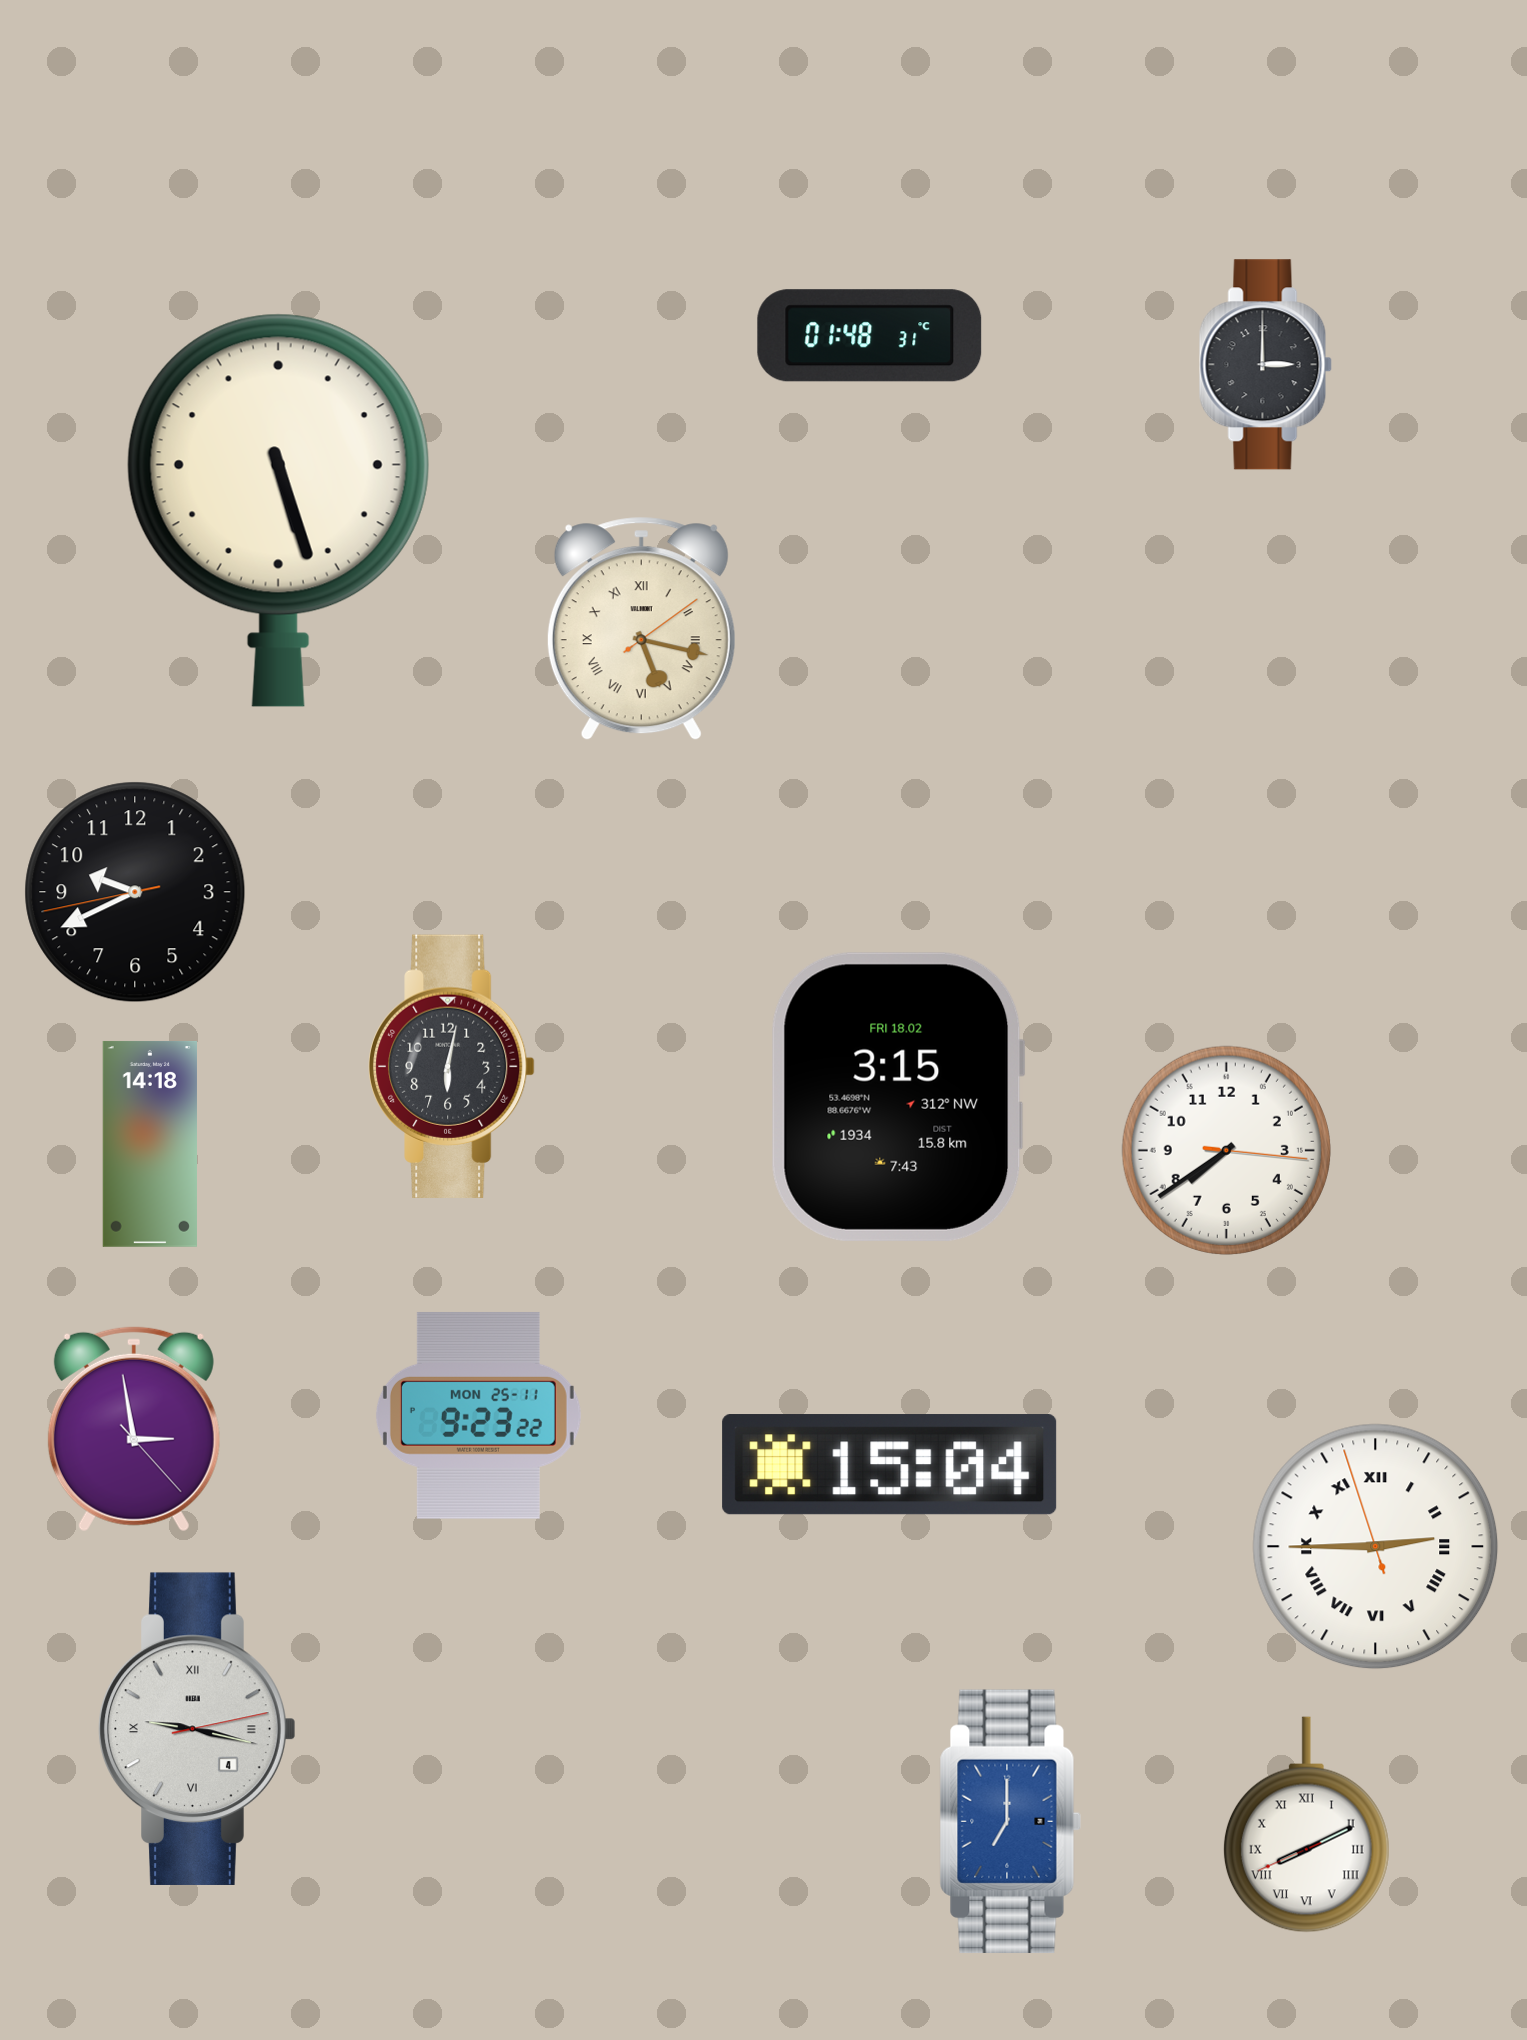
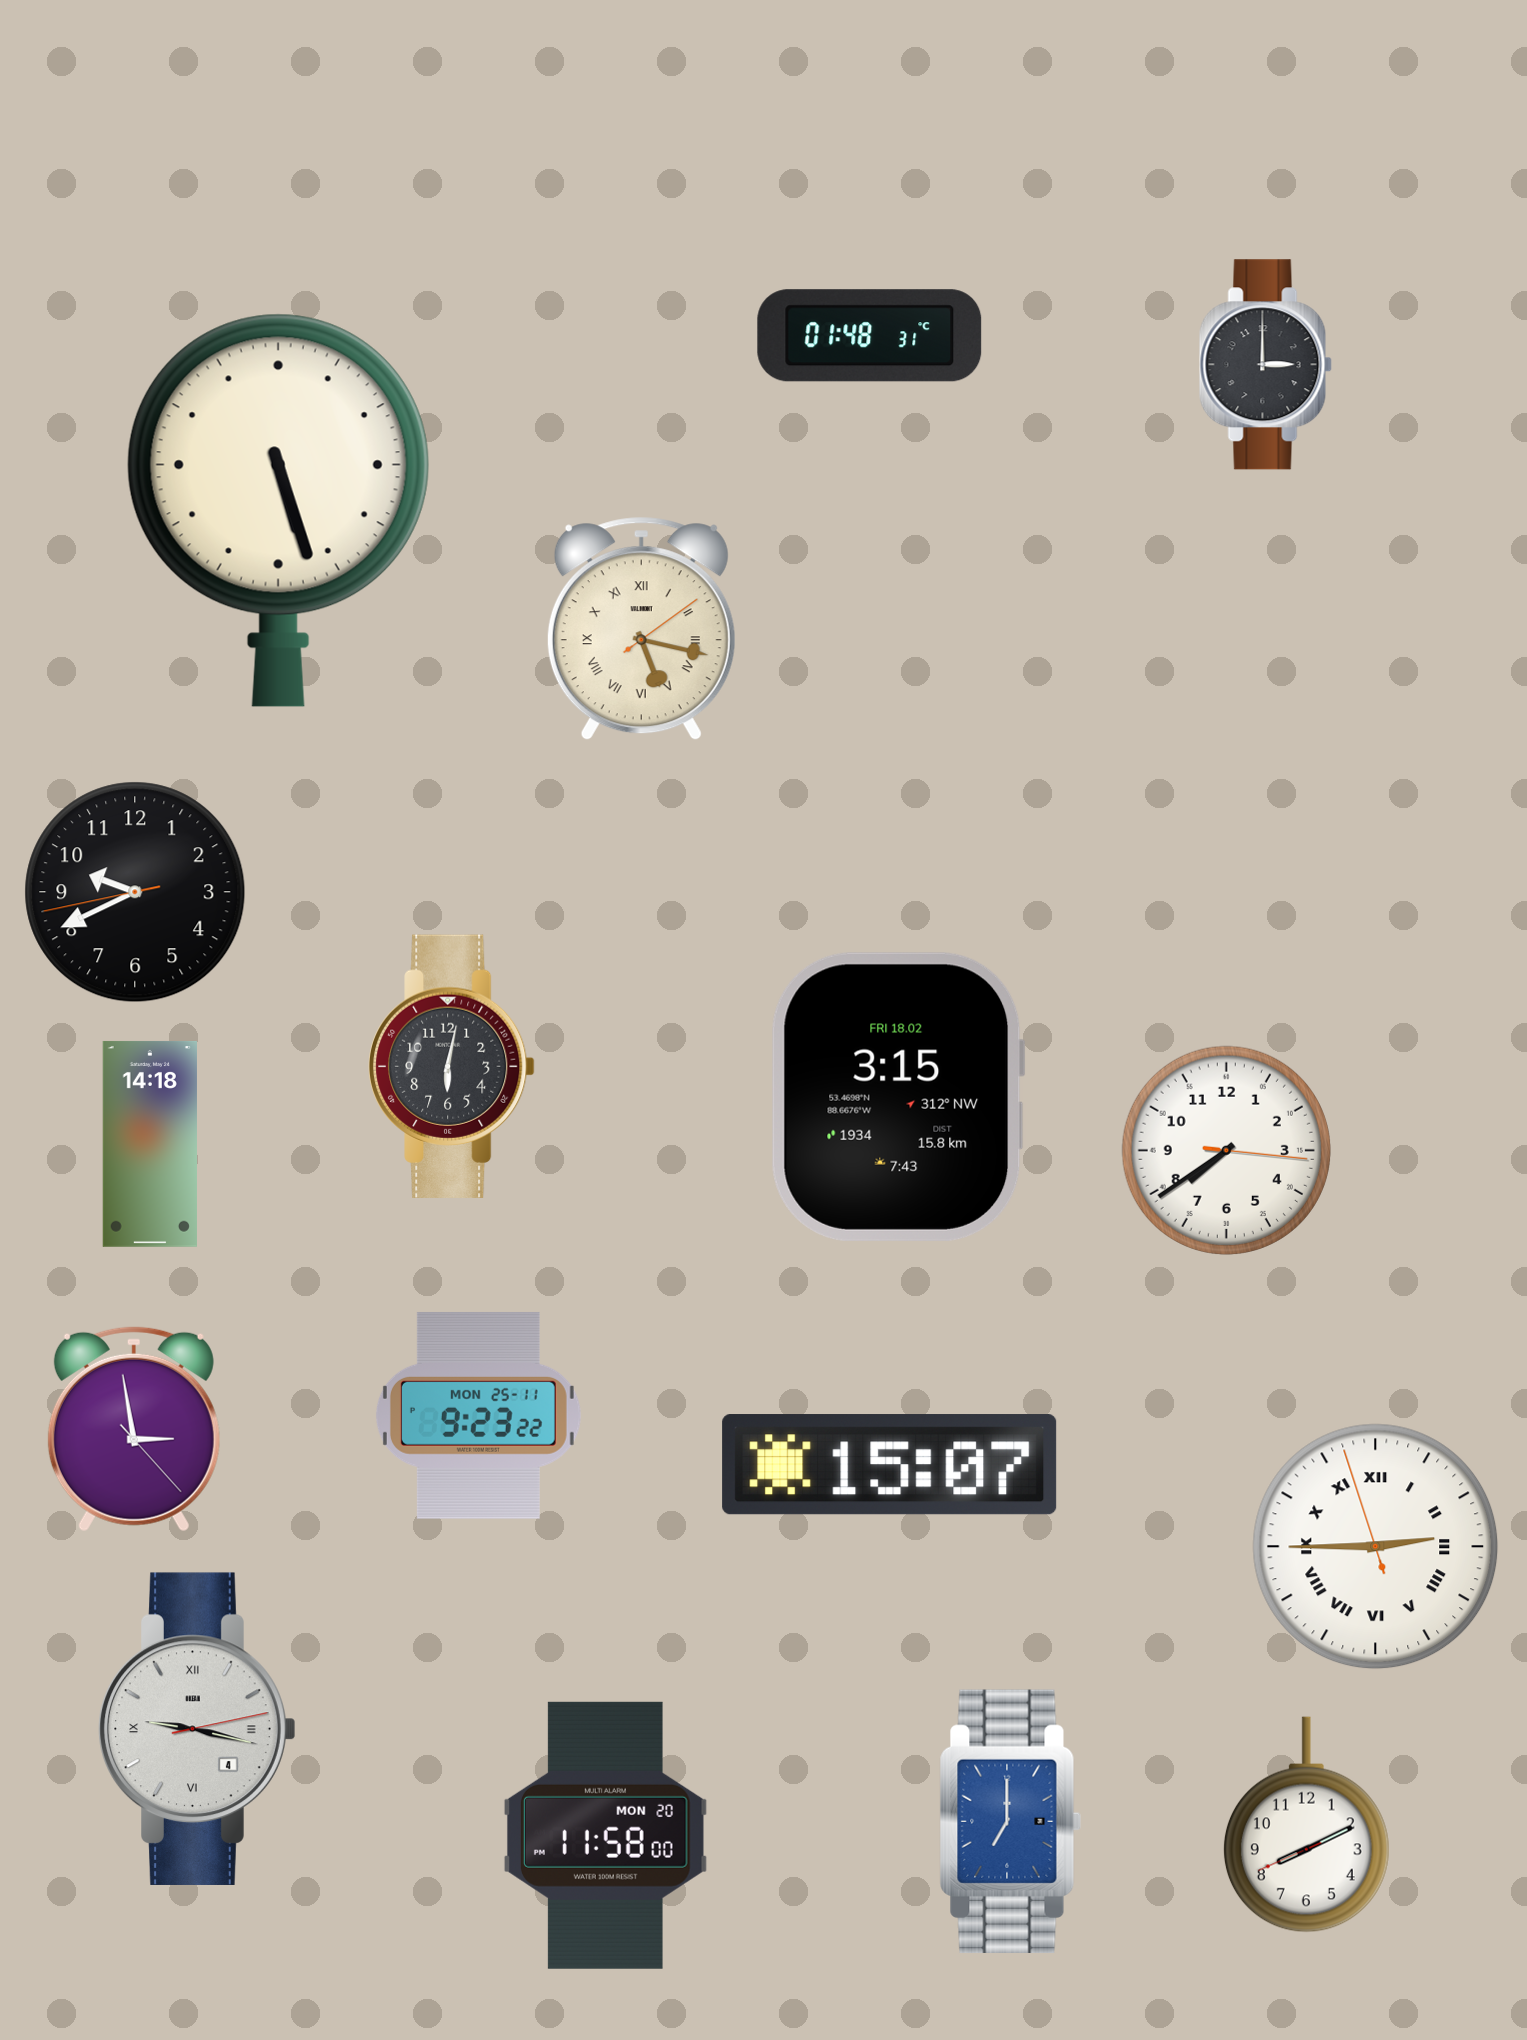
clock at (890, 1465): 15:04 -> 15:07
clock at (1306, 1825) numerals: Roman -> Arabic
clock at (605, 1835): none -> 11:58
